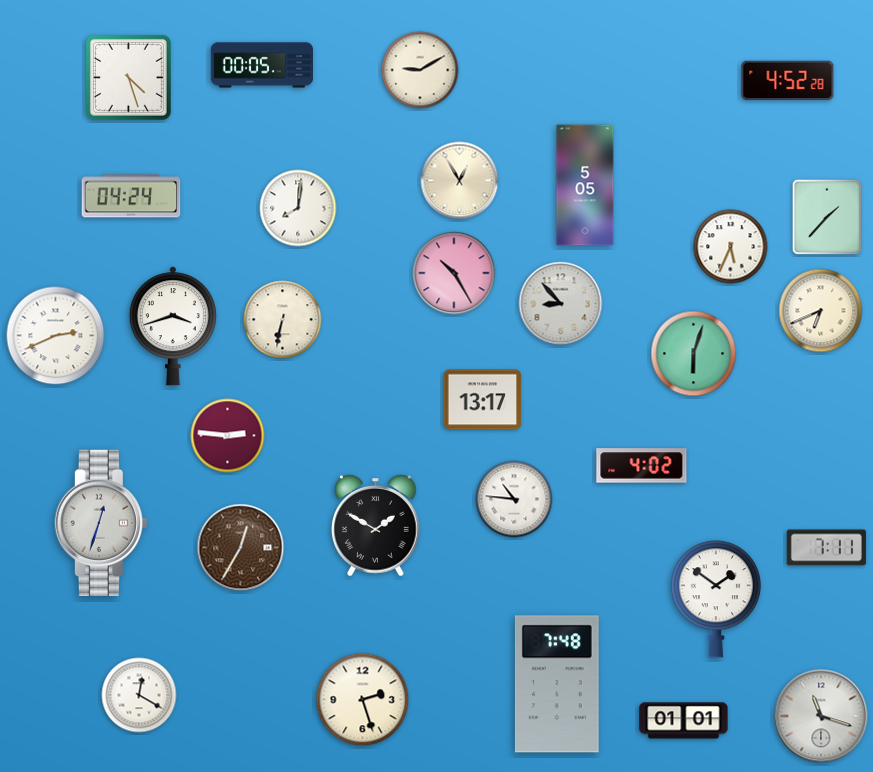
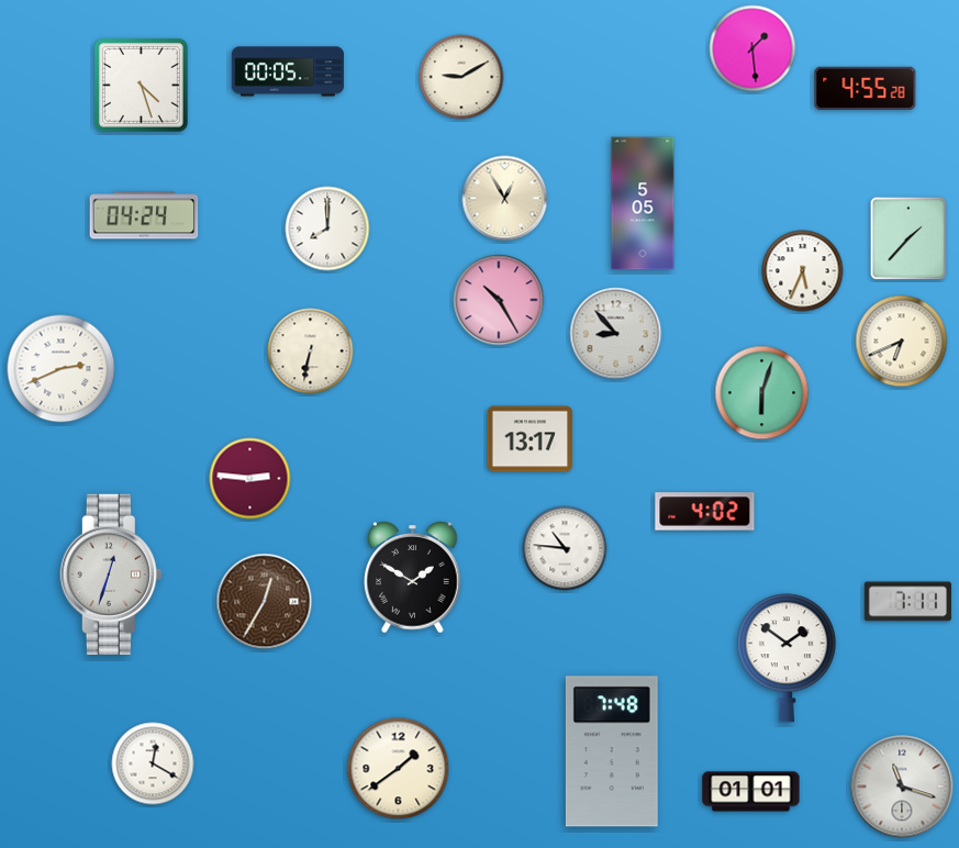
clock at (752, 48): none -> 1:29
clock at (788, 80): 4:52 -> 4:55
clock at (298, 208): 8:01 -> 8:00
clock at (173, 326): 3:42 -> none
clock at (694, 354) position: (694, 354) -> (762, 393)
clock at (363, 700): 2:27 -> 1:39
